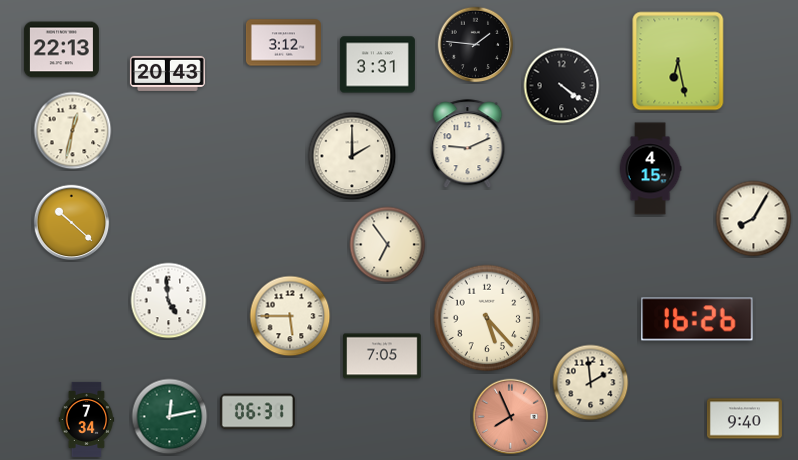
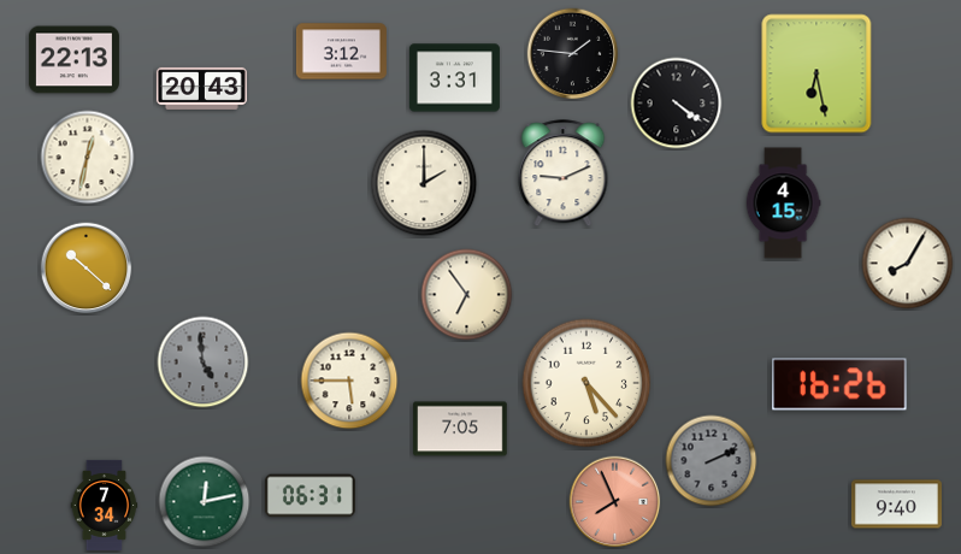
clock at (352, 156) position: (352, 156) -> (424, 183)
clock at (169, 301) dial: white -> grey
clock at (591, 383): 1:59 -> 2:11
clock at (591, 383) dial: cream -> grey
